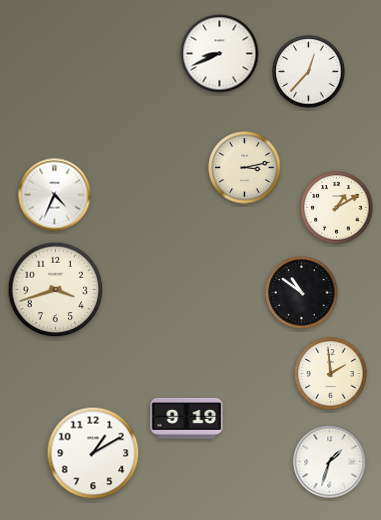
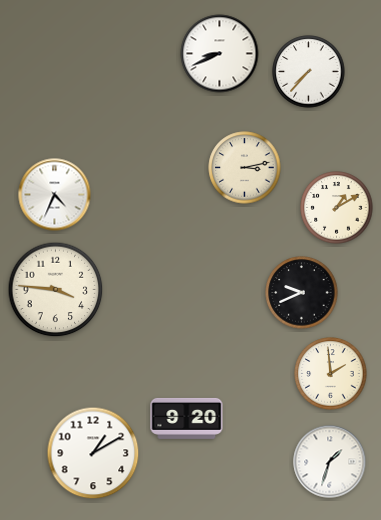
clock at (309, 72): 12:37 -> 7:37
clock at (56, 290): 3:42 -> 3:46
clock at (302, 293): 10:51 -> 9:41
clock at (187, 418): 9:19 -> 9:20
